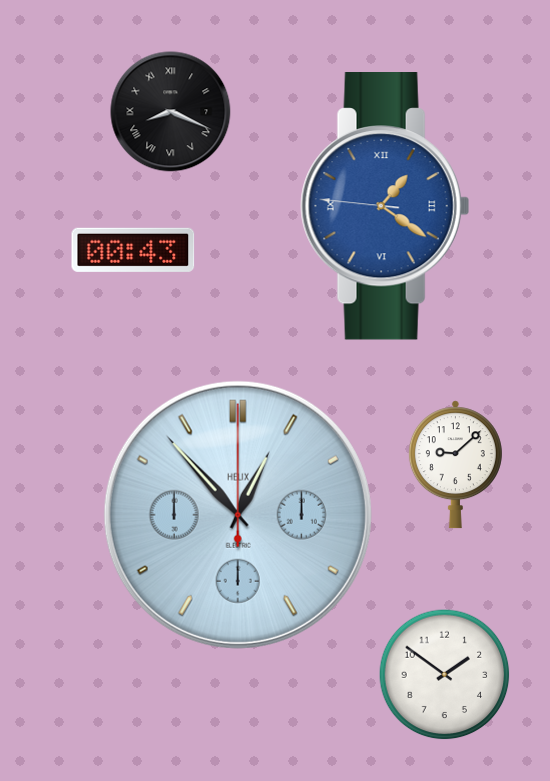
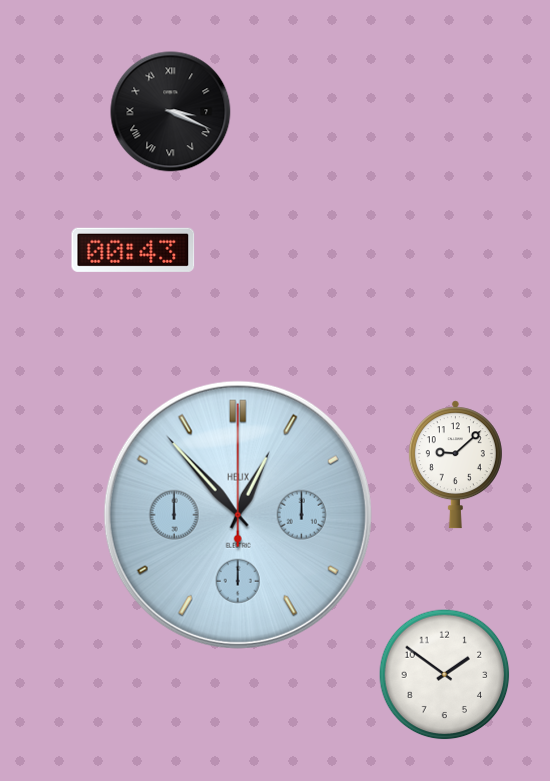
clock at (171, 112): 8:19 -> 3:19
clock at (385, 207): 1:20 -> none
